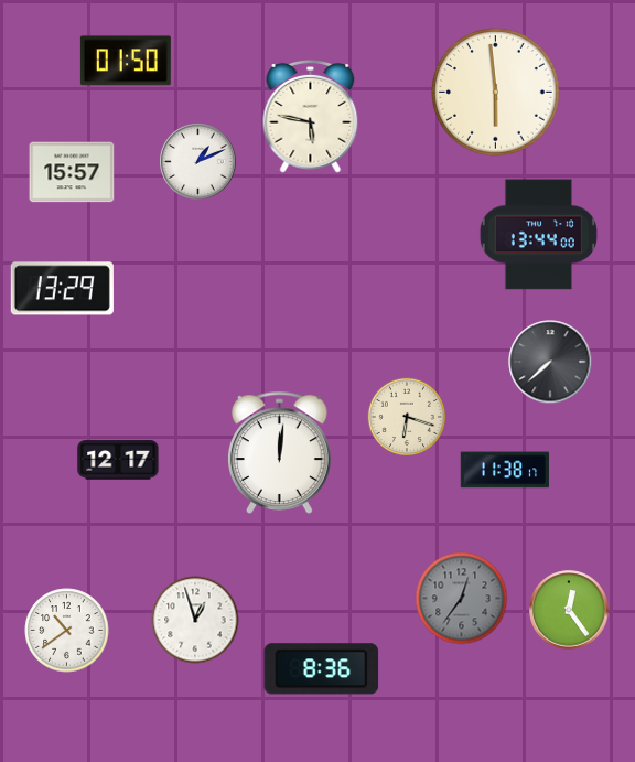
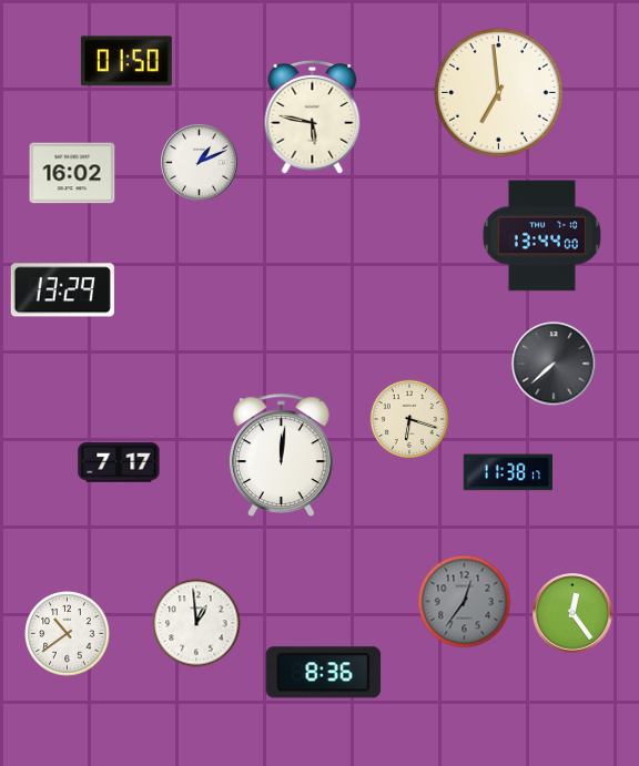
clock at (496, 93): 5:59 -> 6:59
clock at (72, 172): 15:57 -> 16:02
clock at (118, 460): 12:17 -> 7:17
clock at (195, 620): 12:57 -> 12:59
